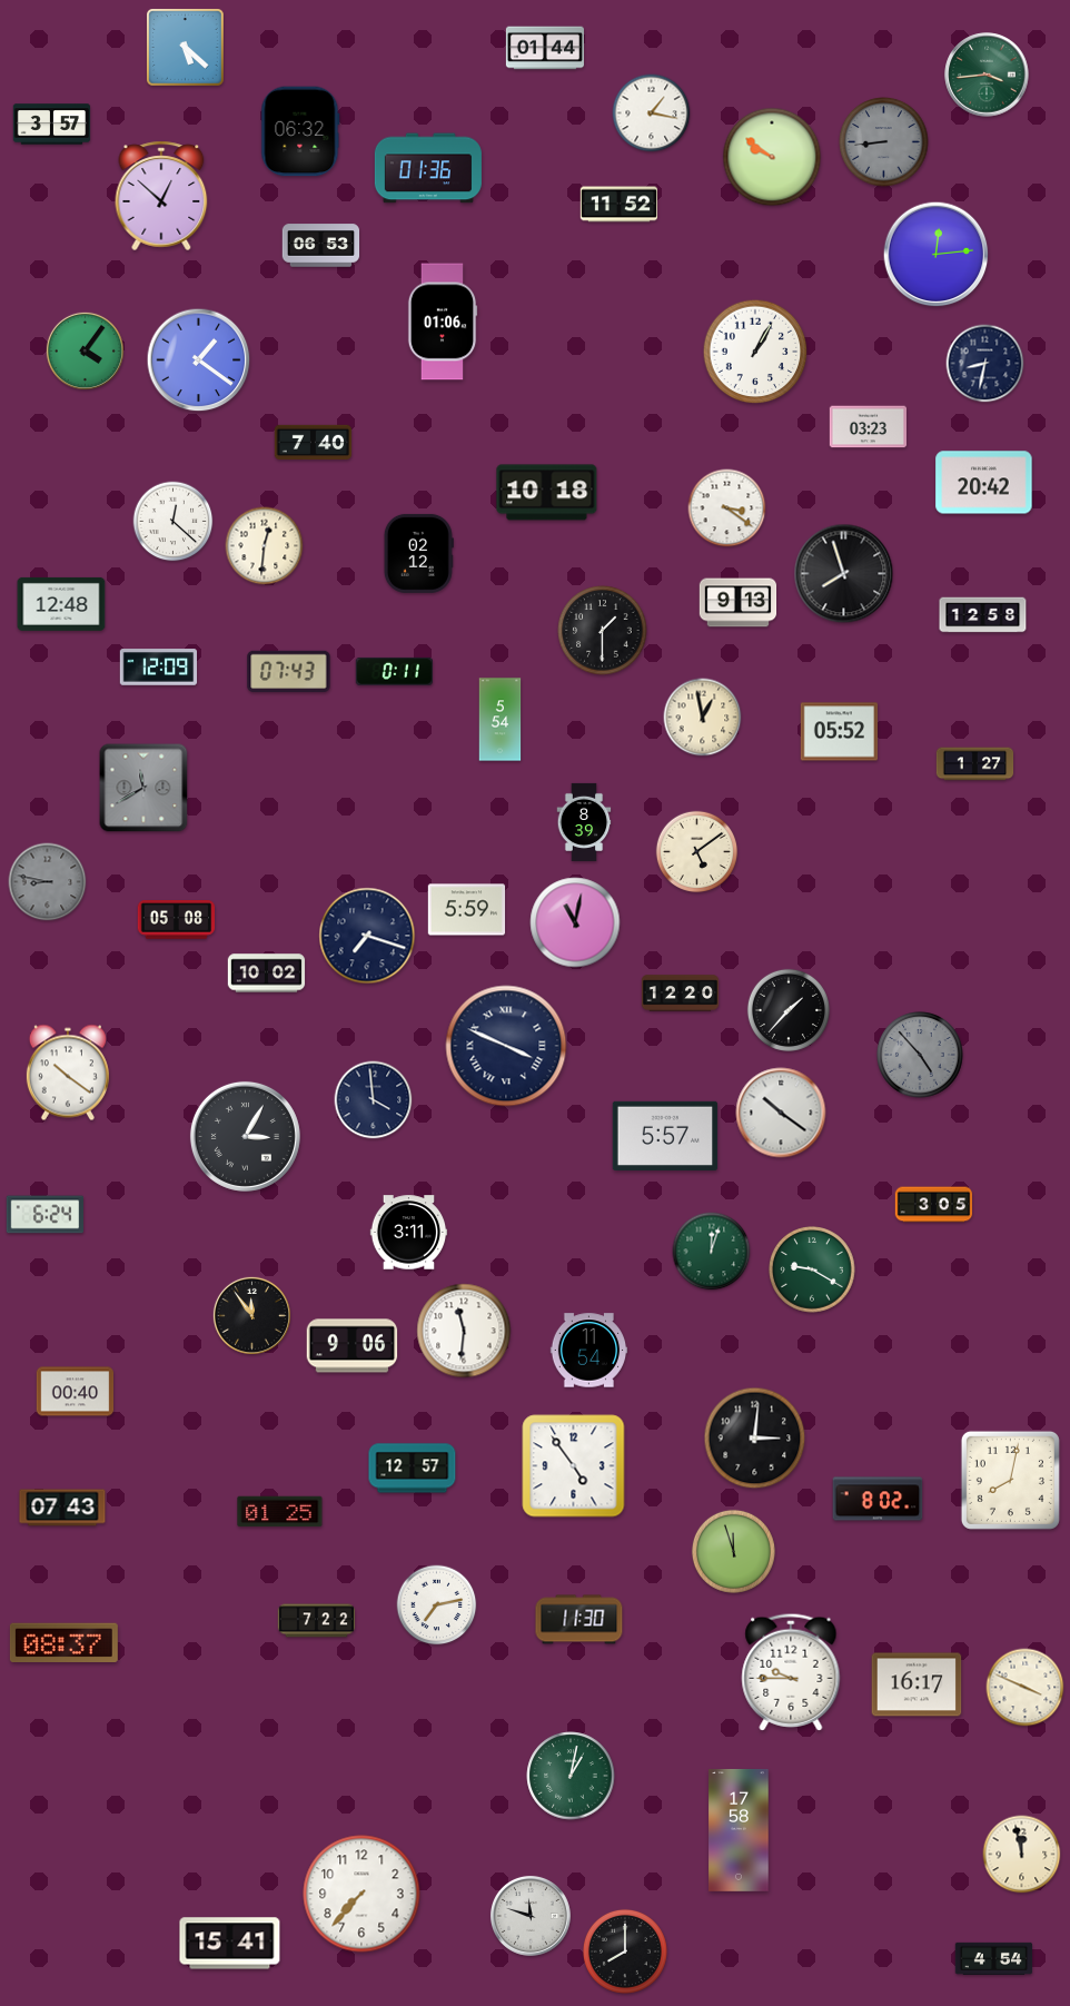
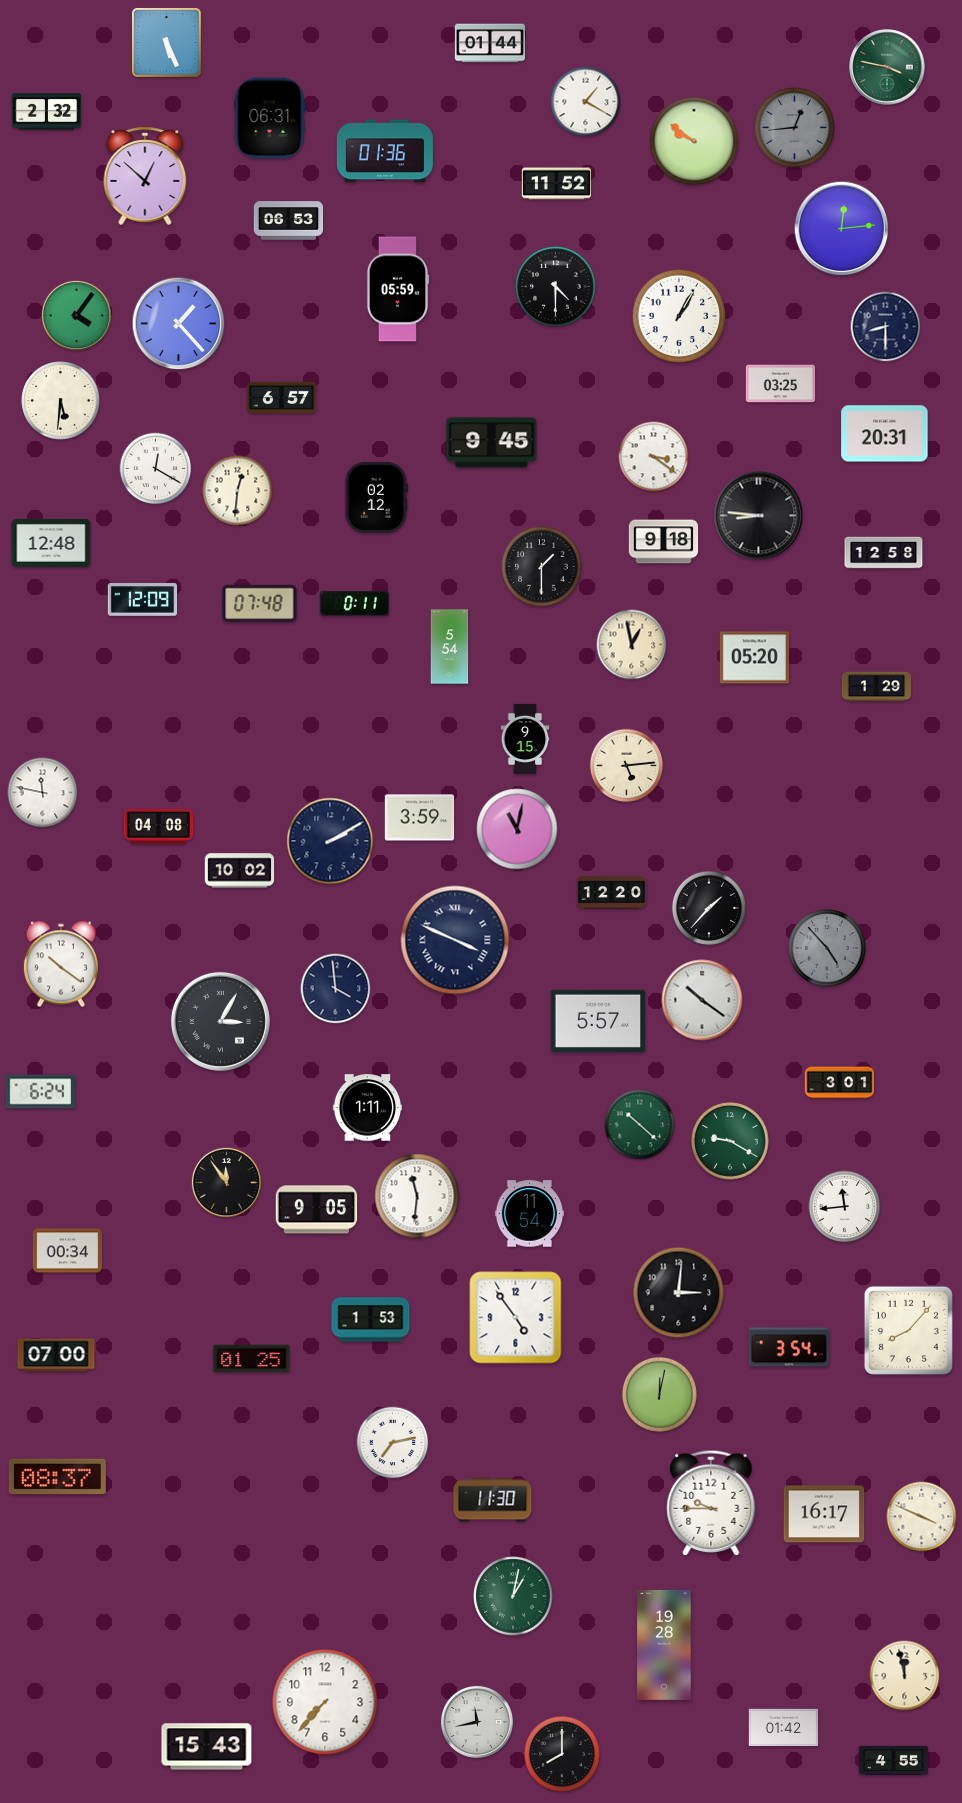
clock at (186, 48): 5:22 -> 5:26
clock at (987, 75): 3:44 -> 3:47
clock at (652, 113): 1:17 -> 1:20
clock at (52, 125): 3:57 -> 2:32
clock at (300, 131): 06:32 -> 06:31
clock at (884, 142): 8:44 -> 12:44
clock at (556, 287): none -> 4:30
clock at (443, 322): 01:06 -> 05:59
clock at (199, 360): 1:21 -> 1:23
clock at (985, 364): 8:32 -> 8:30
clock at (869, 427): 03:23 -> 03:25
clock at (314, 443): 7:40 -> 6:57
clock at (61, 401): none -> 5:31
clock at (984, 483): 20:42 -> 20:31
clock at (547, 493): 10:18 -> 9:45
clock at (174, 522): 12:22 -> 12:20
clock at (844, 574): 7:57 -> 8:46
clock at (739, 603): 9:13 -> 9:18
clock at (61, 604) position: (61, 604) -> (51, 543)
clock at (289, 672): 07:43 -> 07:48
clock at (840, 732): 05:52 -> 05:20
clock at (975, 764): 1:27 -> 1:29
clock at (143, 788): 11:40 -> none
clock at (584, 821): 8:39 -> 9:15
clock at (697, 852): 5:09 -> 5:14
clock at (48, 882): 8:47 -> 11:47
clock at (48, 882) dial: grey -> white
clock at (467, 910): 5:59 -> 3:59
clock at (177, 920): 05:08 -> 04:08
clock at (367, 936): 7:18 -> 2:10
clock at (267, 974) position: (267, 974) -> (240, 871)
clock at (934, 1205): 3:05 -> 3:01
clock at (409, 1233): 3:11 -> 1:11
clock at (712, 1252): 12:03 -> 10:22
clock at (845, 1207): none -> 11:44
clock at (353, 1346): 9:06 -> 9:05
clock at (76, 1392): 00:40 -> 00:34
clock at (413, 1469): 12:57 -> 1:53
clock at (1010, 1480): 8:02 -> 8:07
clock at (878, 1499): 8:02 -> 3:54
clock at (62, 1508): 07:43 -> 07:00
clock at (733, 1551): 11:57 -> 12:02
clock at (579, 1620) position: (579, 1620) -> (493, 1500)
clock at (317, 1621): 7:22 -> none
clock at (739, 1830): 17:58 -> 19:28
clock at (1022, 1855) position: (1022, 1855) -> (905, 1676)
clock at (531, 1916): 11:48 -> 11:43
clock at (784, 1728): none -> 01:42
clock at (230, 1944): 15:41 -> 15:43
clock at (994, 1958): 4:54 -> 4:55
